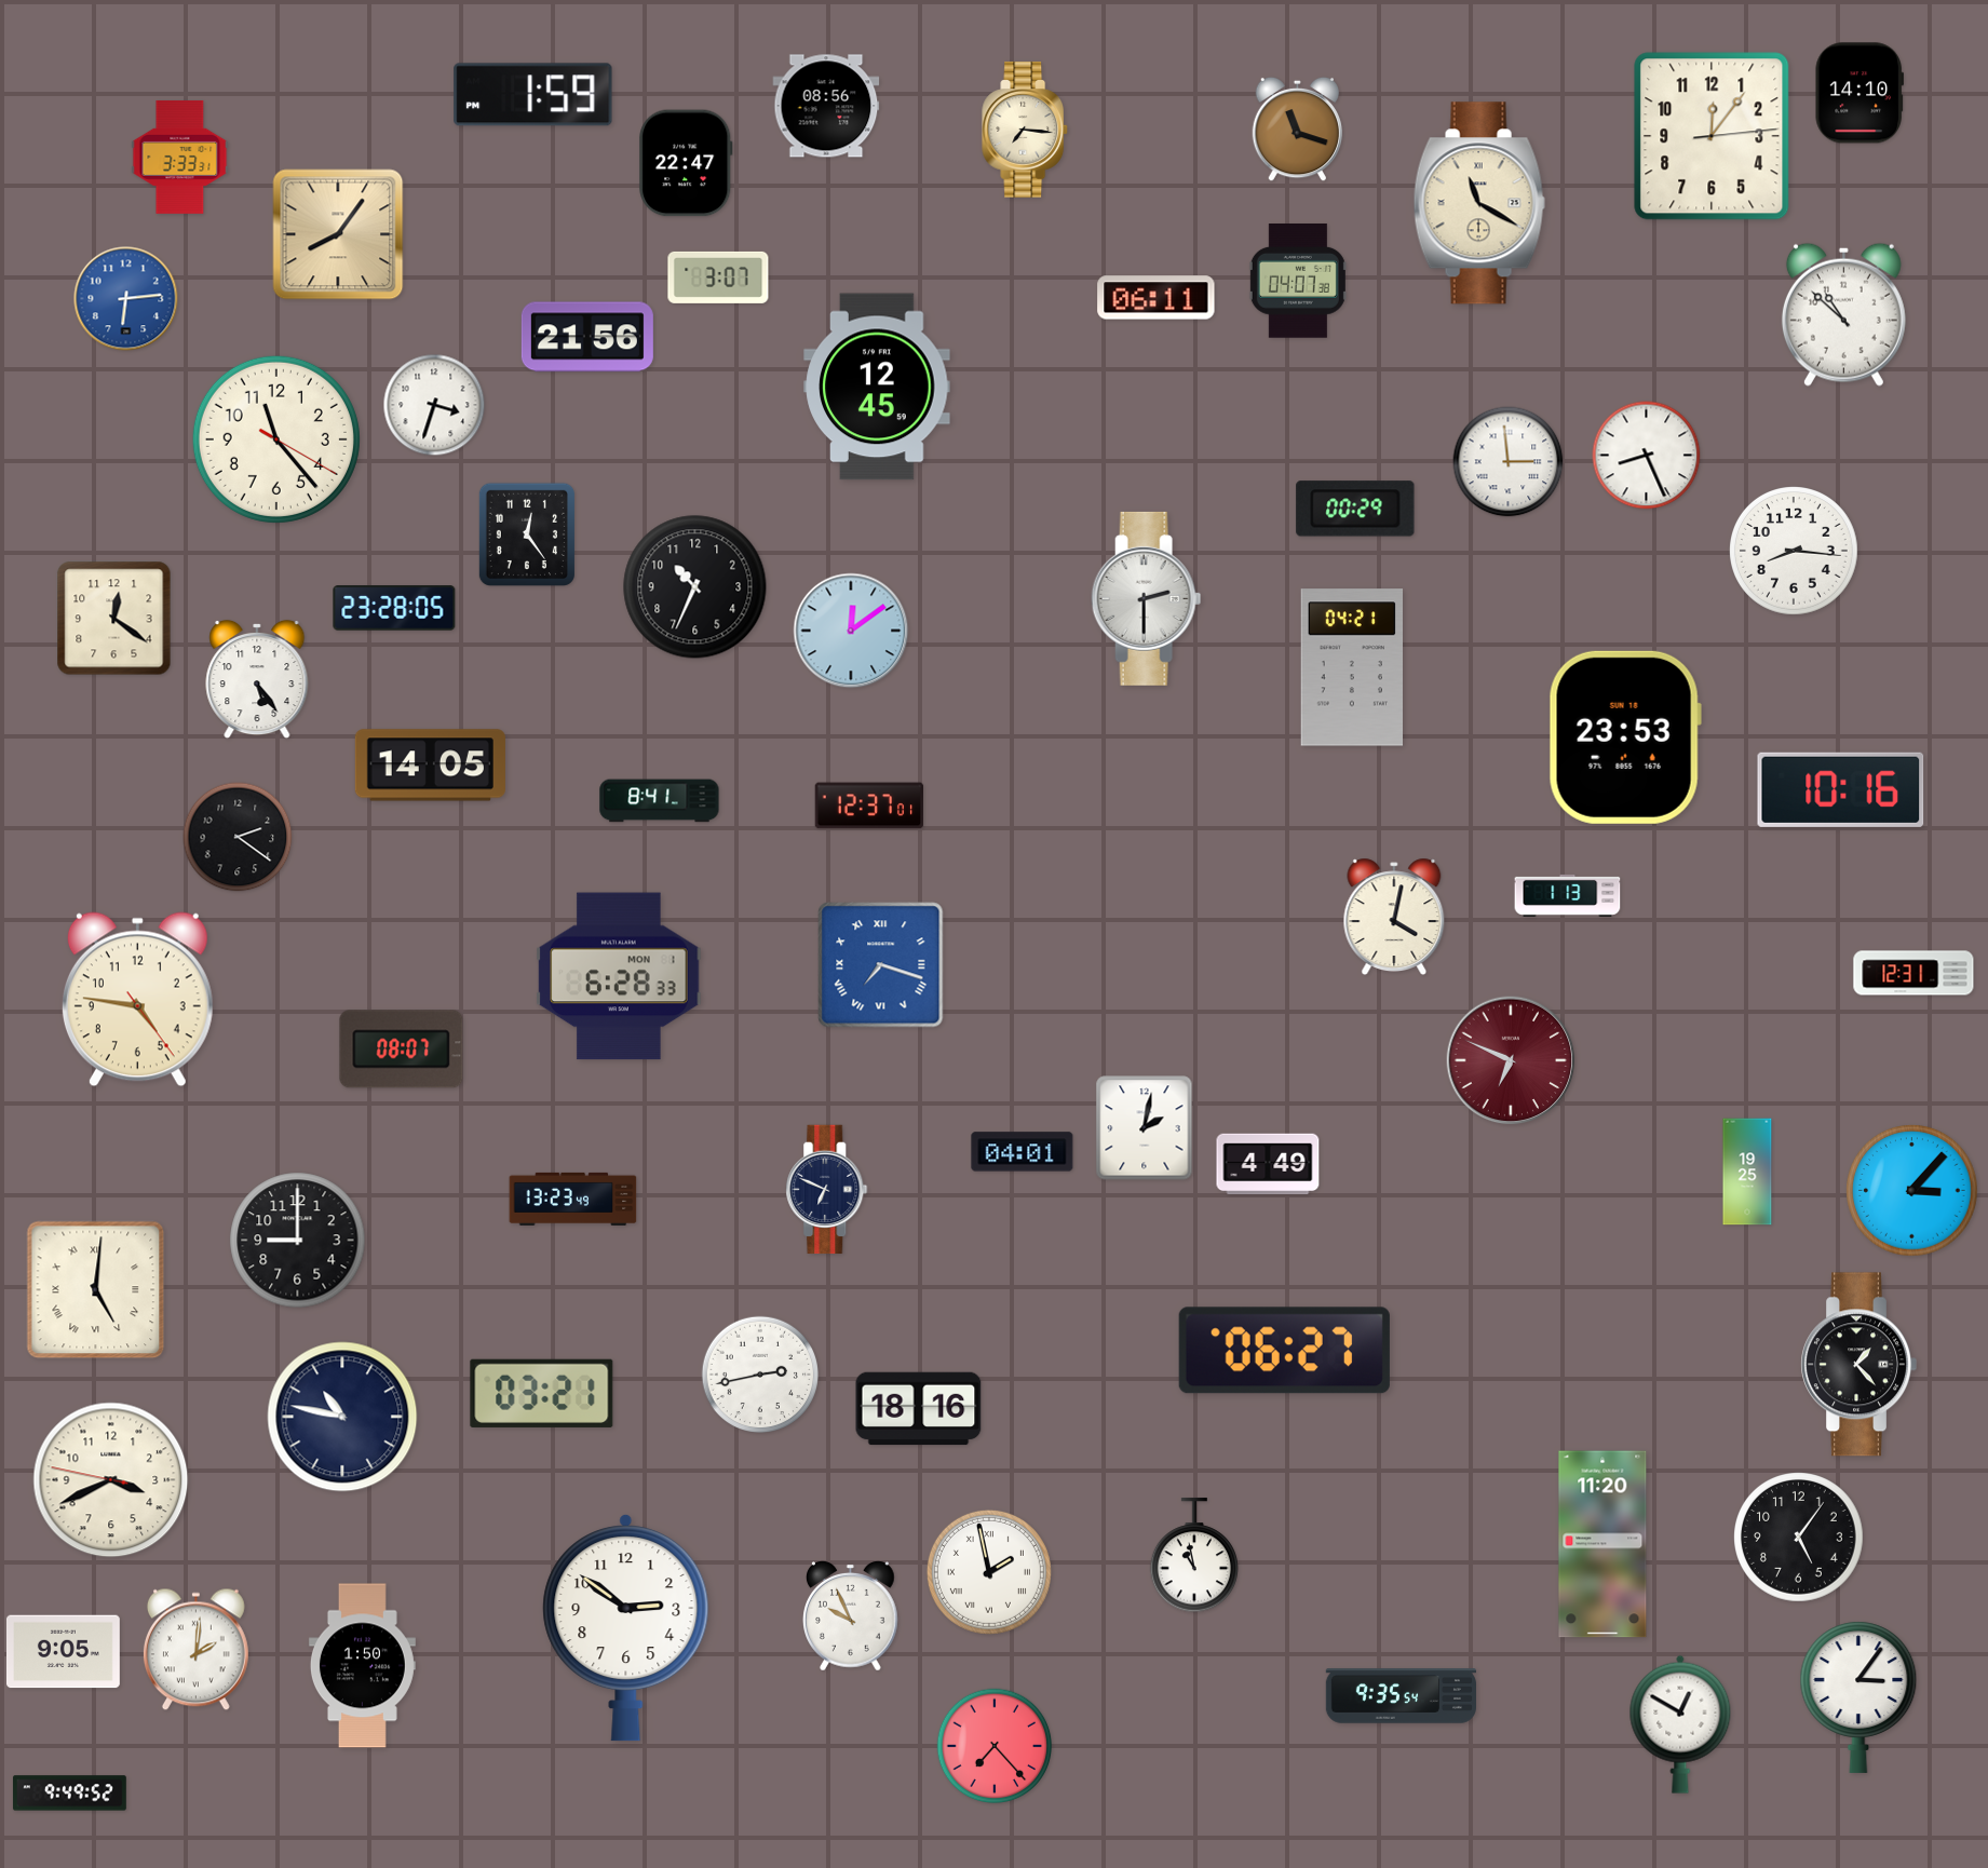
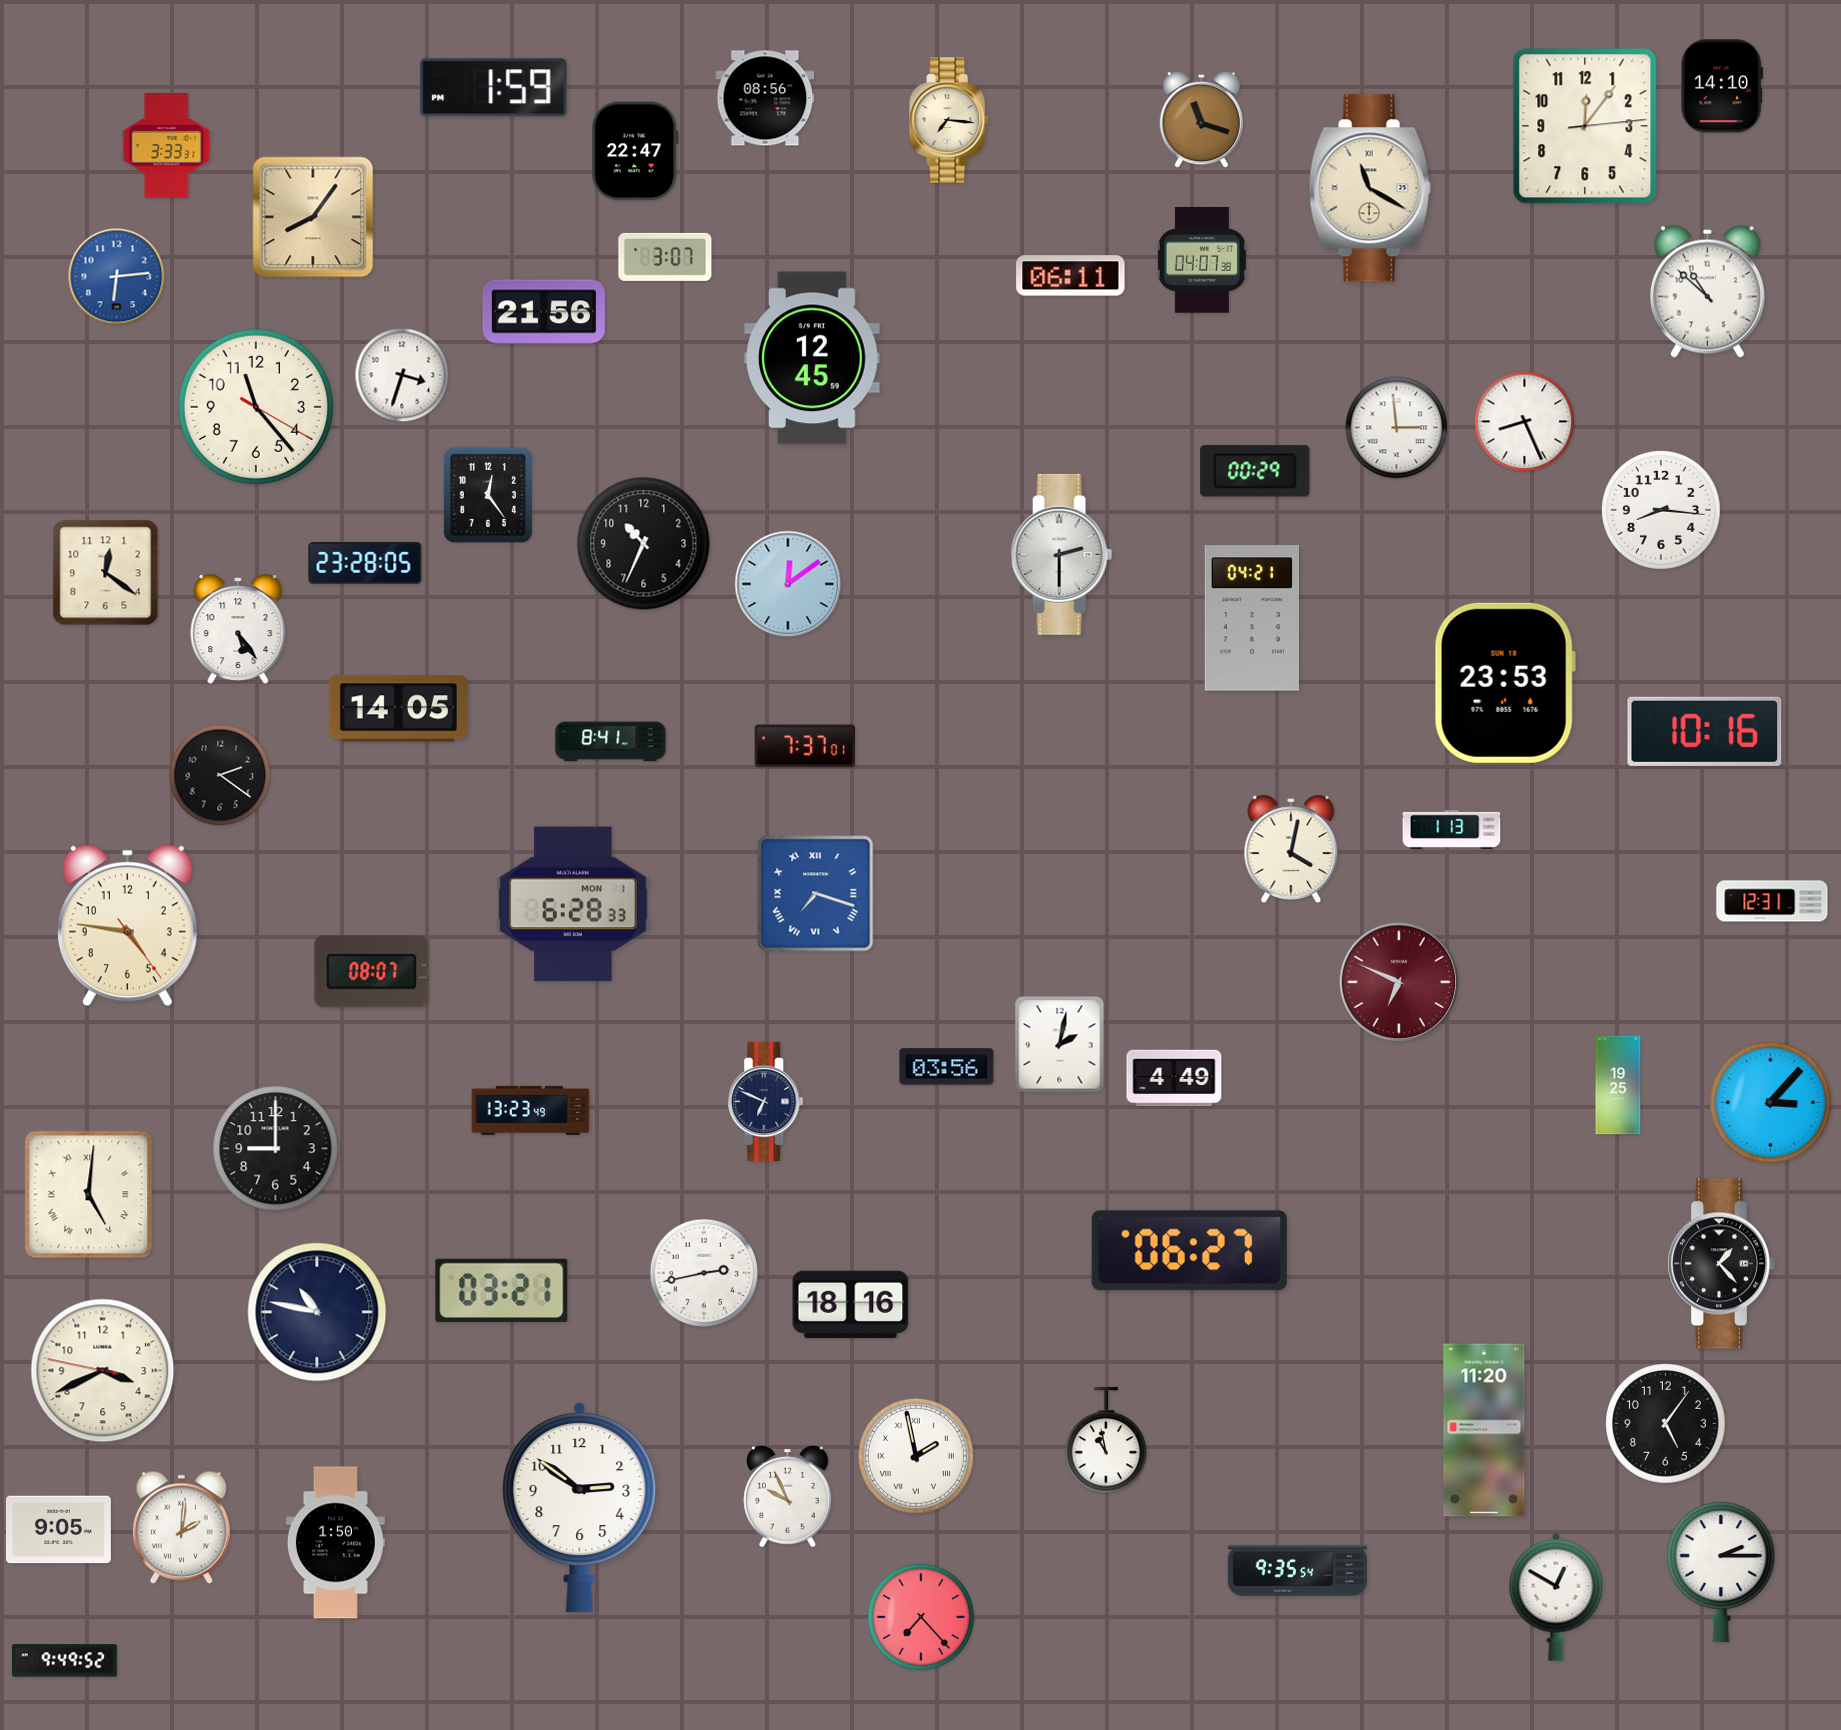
clock at (869, 806): 12:37 -> 7:37
clock at (1023, 1152): 04:01 -> 03:56
clock at (1858, 1697): 3:06 -> 2:15
